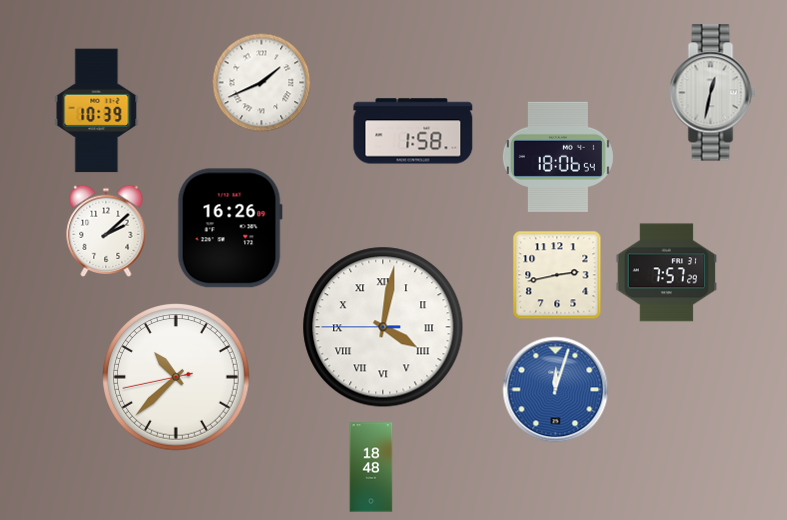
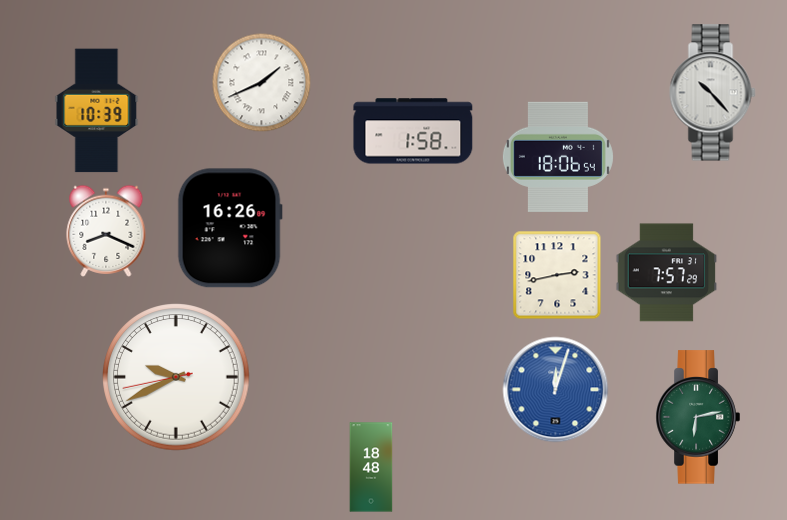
clock at (713, 93): 12:32 -> 10:23
clock at (106, 231): 2:08 -> 8:19
clock at (383, 327): 4:01 -> none
clock at (176, 377): 10:37 -> 9:40
clock at (698, 417): none -> 6:13
